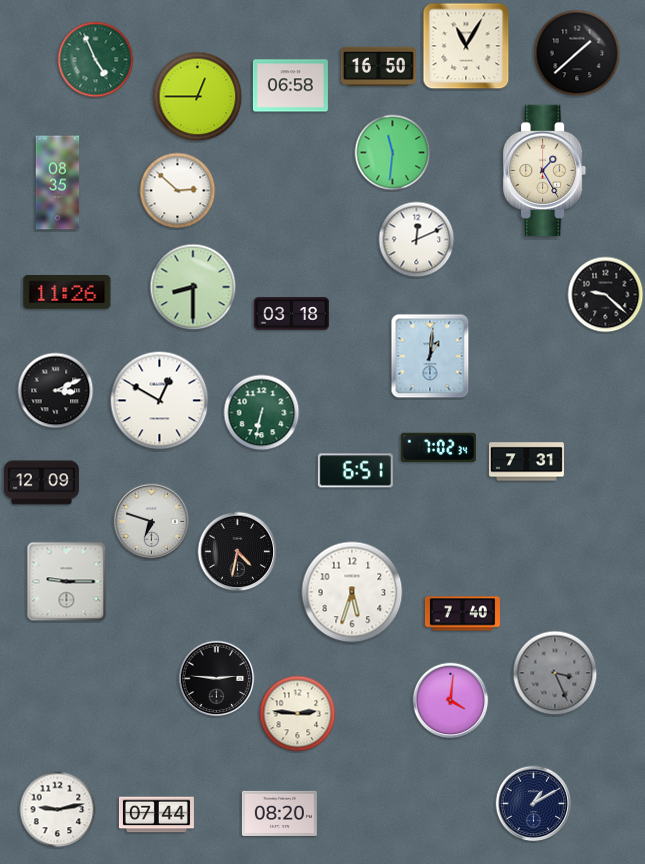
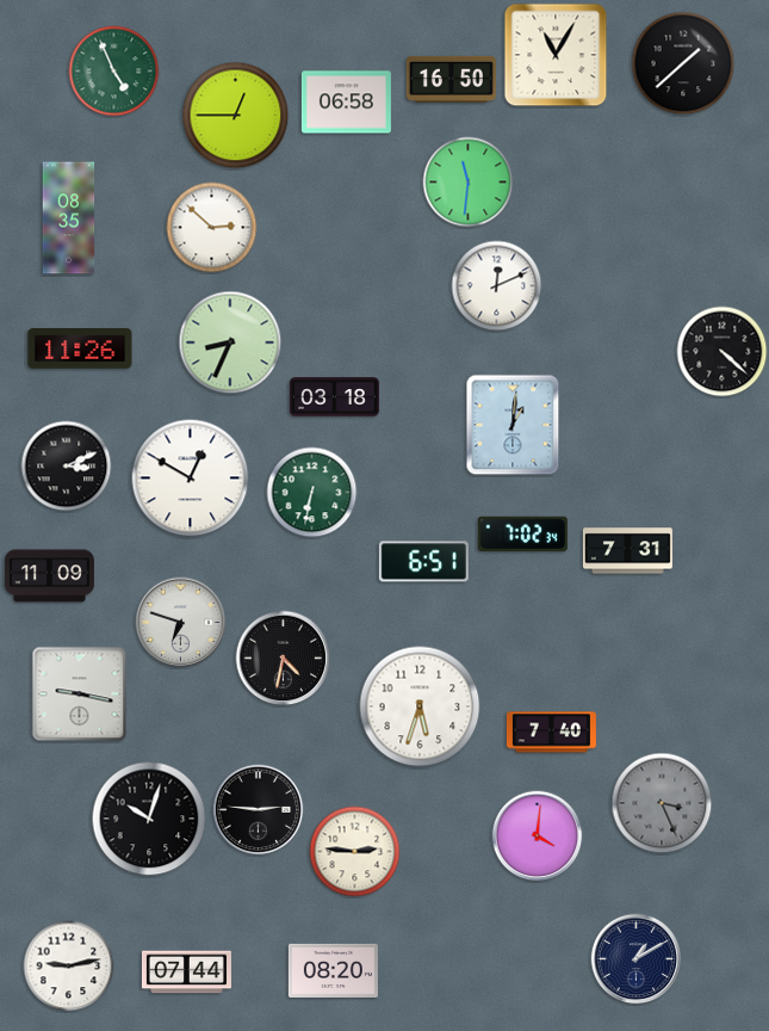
clock at (577, 53) position: (577, 53) -> (683, 63)
clock at (546, 170): 1:25 -> none
clock at (193, 287): 8:30 -> 8:34
clock at (606, 295): 9:22 -> 4:22
clock at (291, 314) position: (291, 314) -> (334, 397)
clock at (41, 483): 12:09 -> 11:09
clock at (67, 582): 9:15 -> 9:17
clock at (149, 819): none -> 10:03
